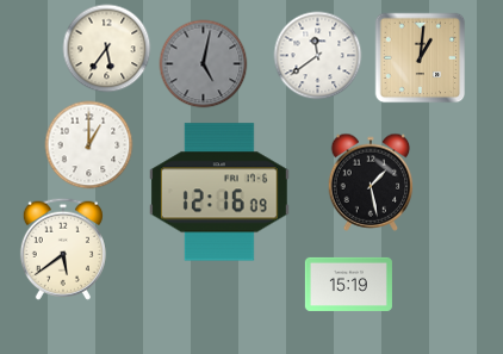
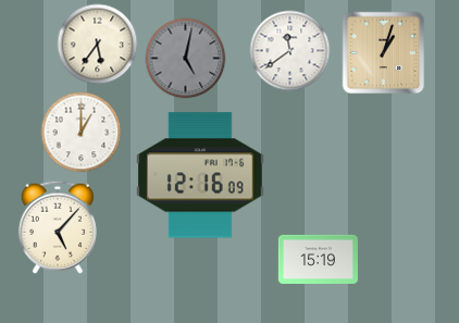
clock at (421, 58): 1:01 -> 1:03
clock at (371, 182): 1:28 -> none
clock at (63, 249): 5:39 -> 5:07
